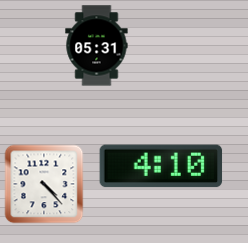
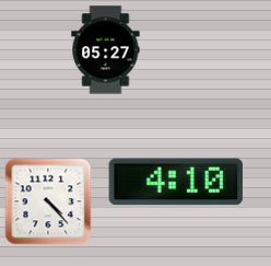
clock at (97, 46): 05:31 -> 05:27
